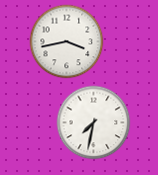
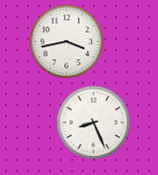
clock at (94, 123): 7:32 -> 8:26
